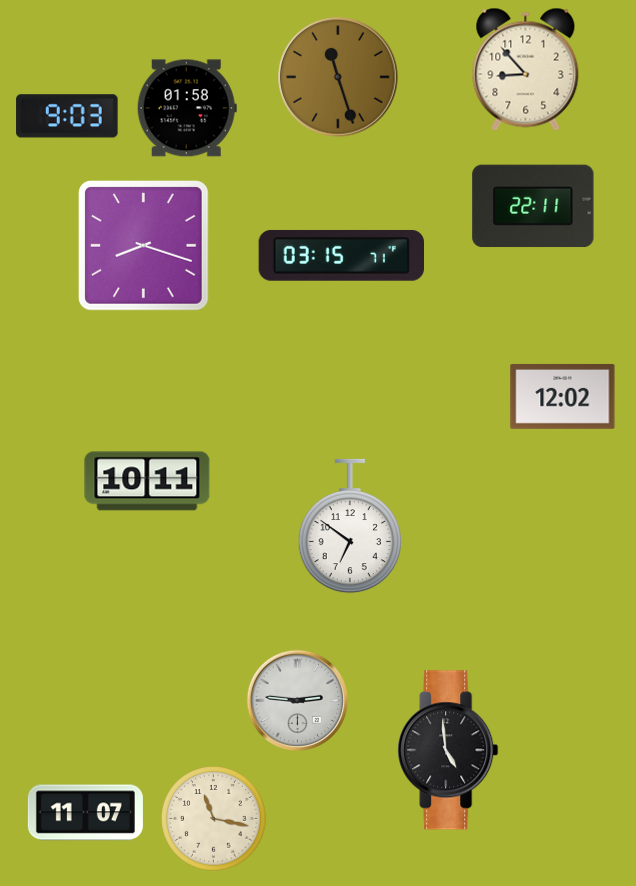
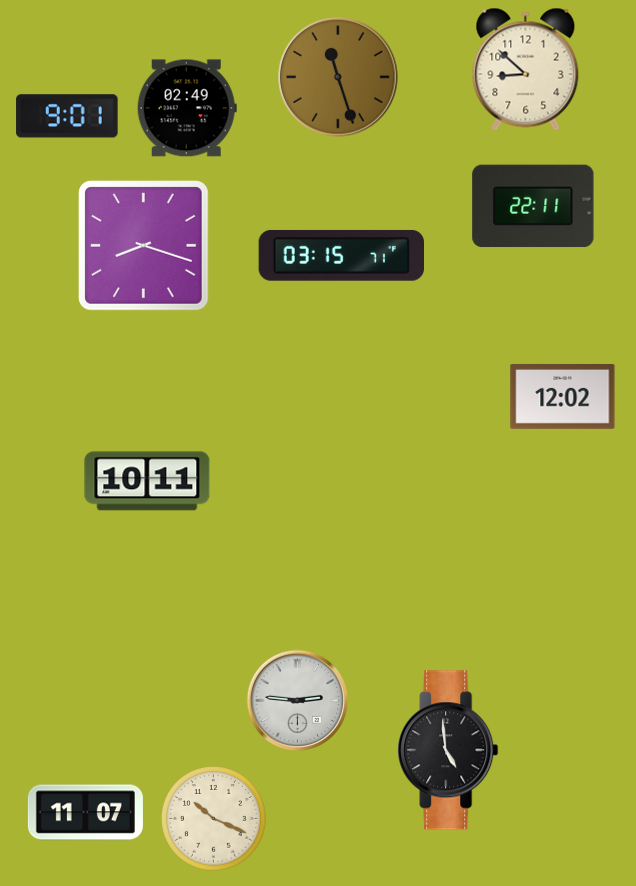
clock at (526, 69): 8:53 -> 8:52
clock at (187, 108): 01:58 -> 02:49
clock at (67, 116): 9:03 -> 9:01
clock at (350, 526): 6:51 -> none
clock at (214, 819): 11:17 -> 10:19
